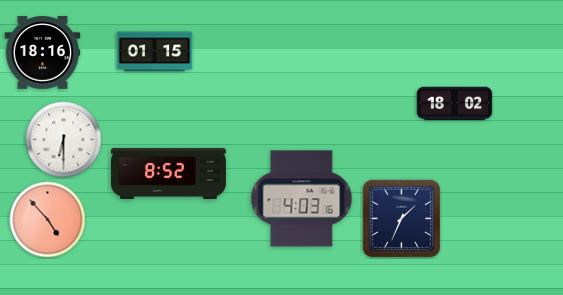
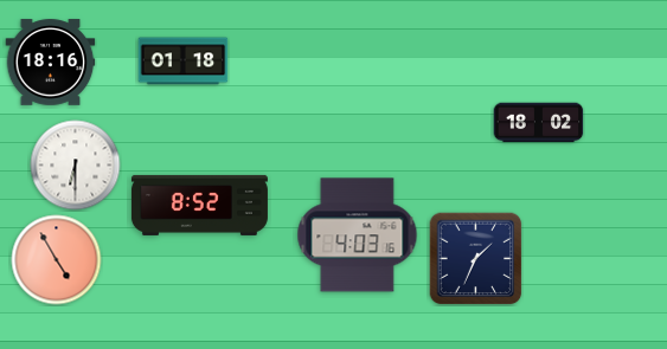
clock at (155, 52): 01:15 -> 01:18
clock at (48, 220): 4:53 -> 4:55
